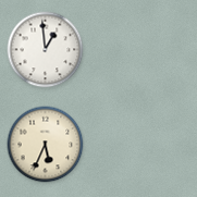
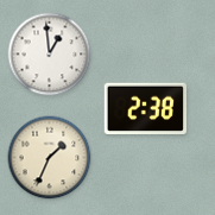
clock at (145, 108): none -> 2:38
clock at (46, 145): 5:34 -> 1:34
